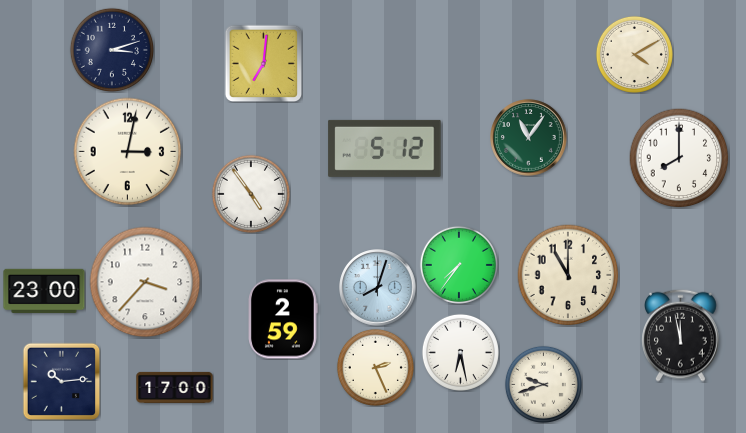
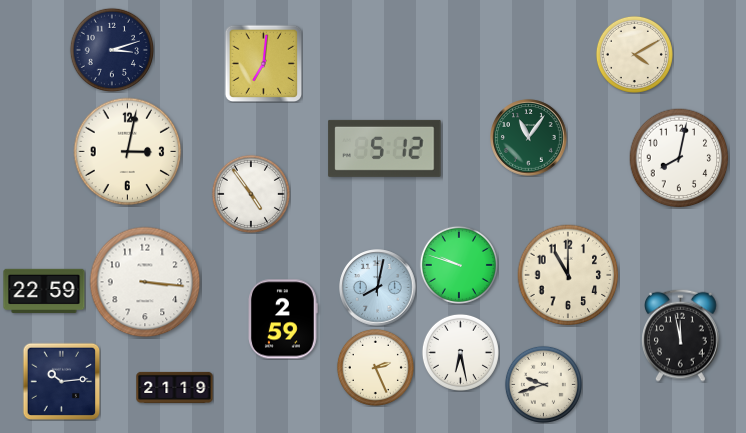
clock at (679, 158): 8:00 -> 8:02
clock at (459, 265): 7:36 -> 9:48
clock at (145, 282): 3:37 -> 3:16
clock at (378, 288): 8:03 -> 8:02
clock at (44, 291): 23:00 -> 22:59
clock at (175, 387): 17:00 -> 21:19
